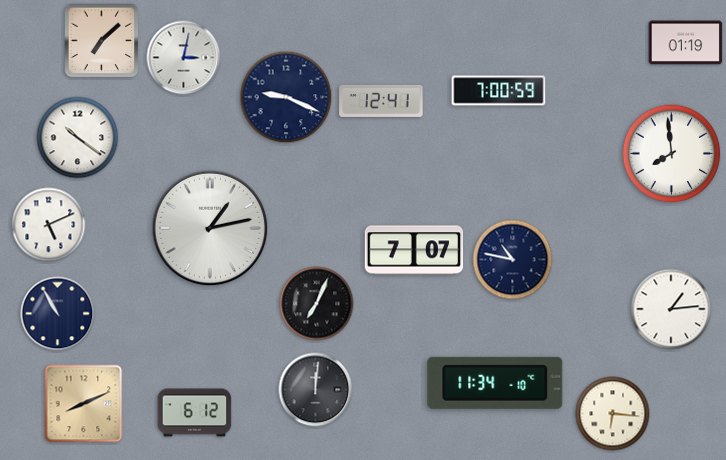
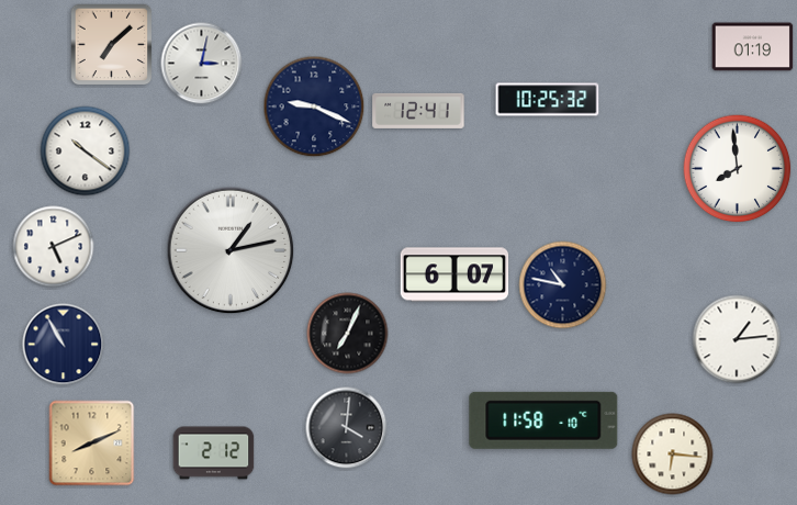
clock at (499, 91): 7:00 -> 10:25
clock at (414, 250): 7:07 -> 6:07
clock at (495, 383): 11:34 -> 11:58
clock at (316, 390): 12:01 -> 4:01
clock at (195, 413): 6:12 -> 2:12
